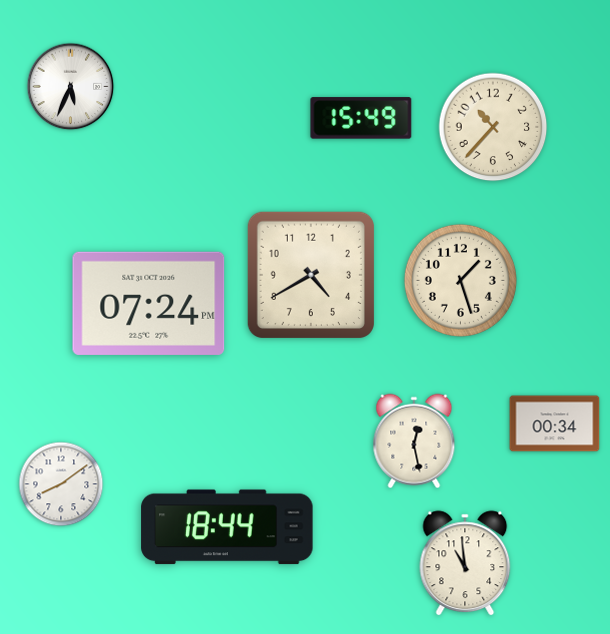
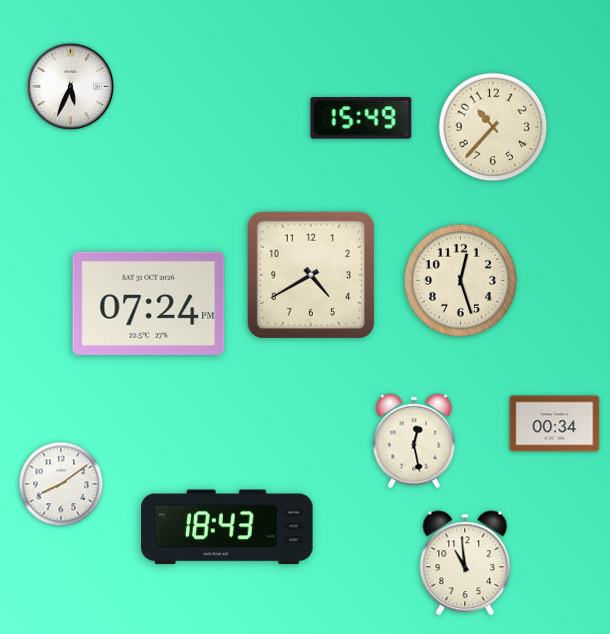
clock at (460, 280): 1:27 -> 12:27
clock at (227, 527): 18:44 -> 18:43
